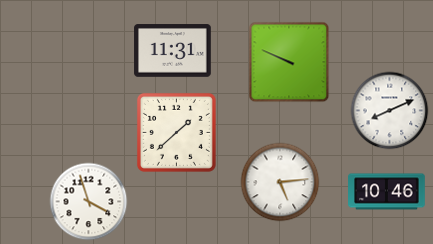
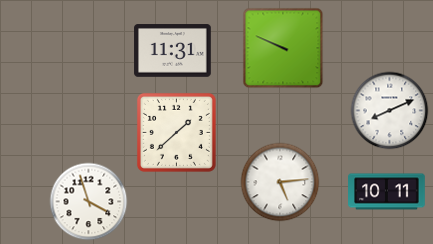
clock at (289, 62) position: (289, 62) -> (283, 48)
clock at (387, 192): 10:46 -> 10:11
